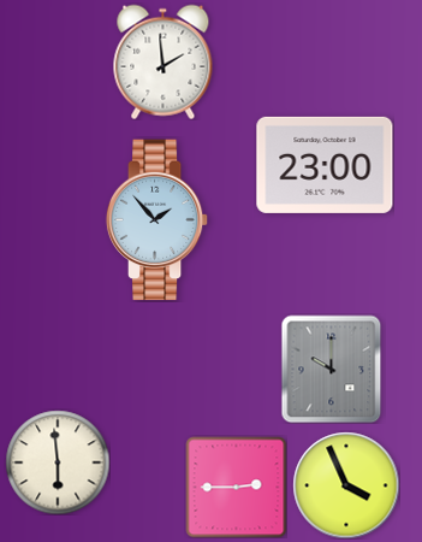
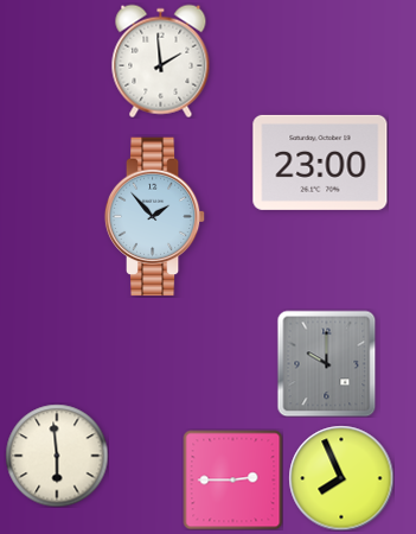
clock at (346, 485): 3:56 -> 7:56
